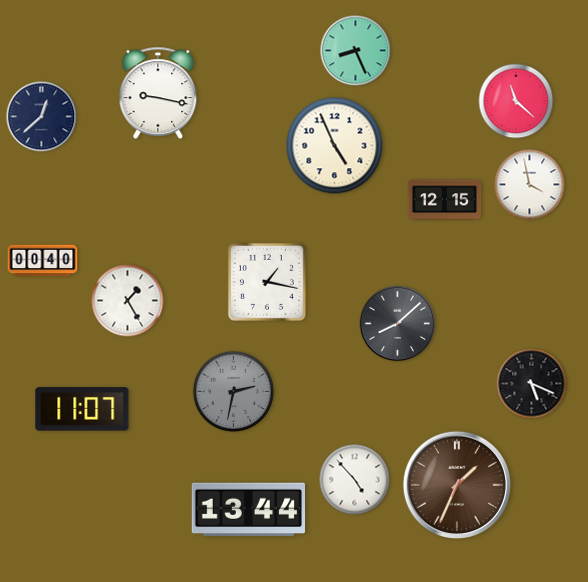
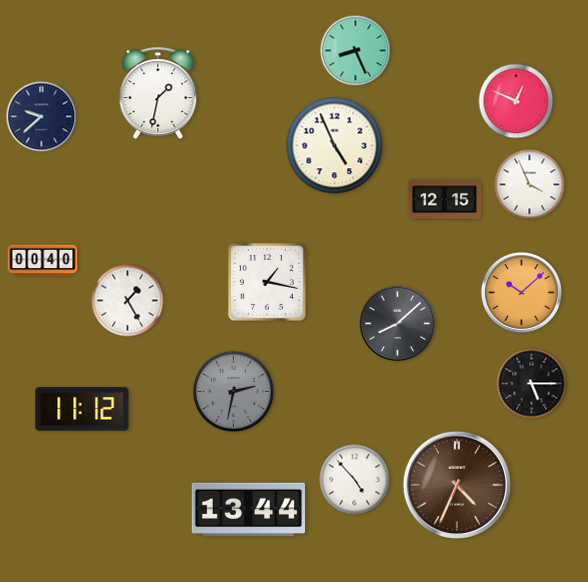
clock at (158, 93): 9:17 -> 1:32
clock at (516, 101): 11:22 -> 12:49
clock at (42, 117): 12:38 -> 9:38
clock at (530, 185): 3:58 -> 3:56
clock at (521, 292): none -> 10:08
clock at (532, 384): 5:19 -> 5:15
clock at (82, 409): 11:07 -> 11:12
clock at (456, 484): 1:34 -> 4:34
